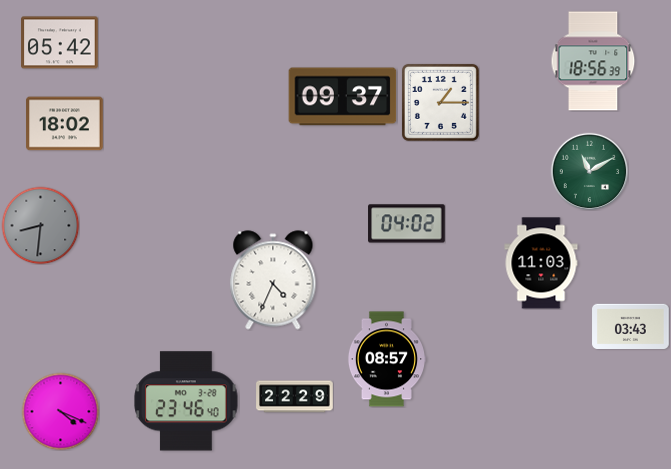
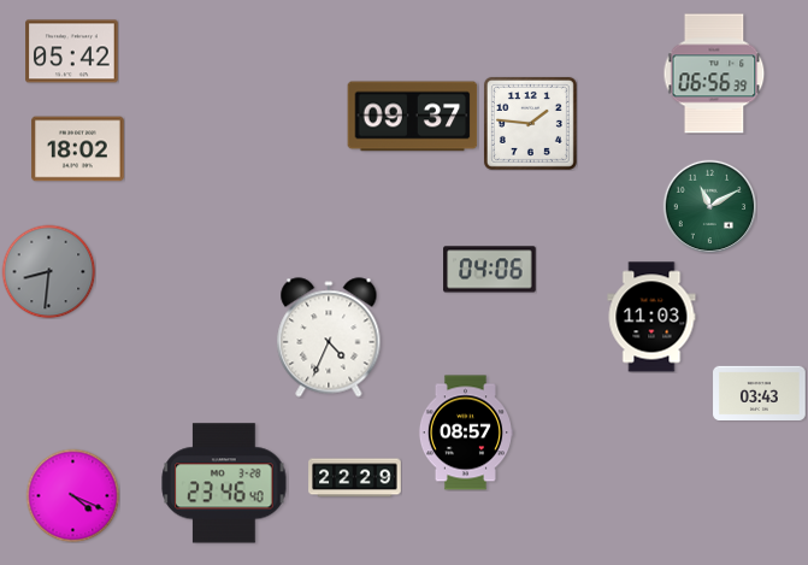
clock at (593, 61): 18:56 -> 06:56
clock at (440, 102): 1:15 -> 1:46
clock at (407, 224): 04:02 -> 04:06
